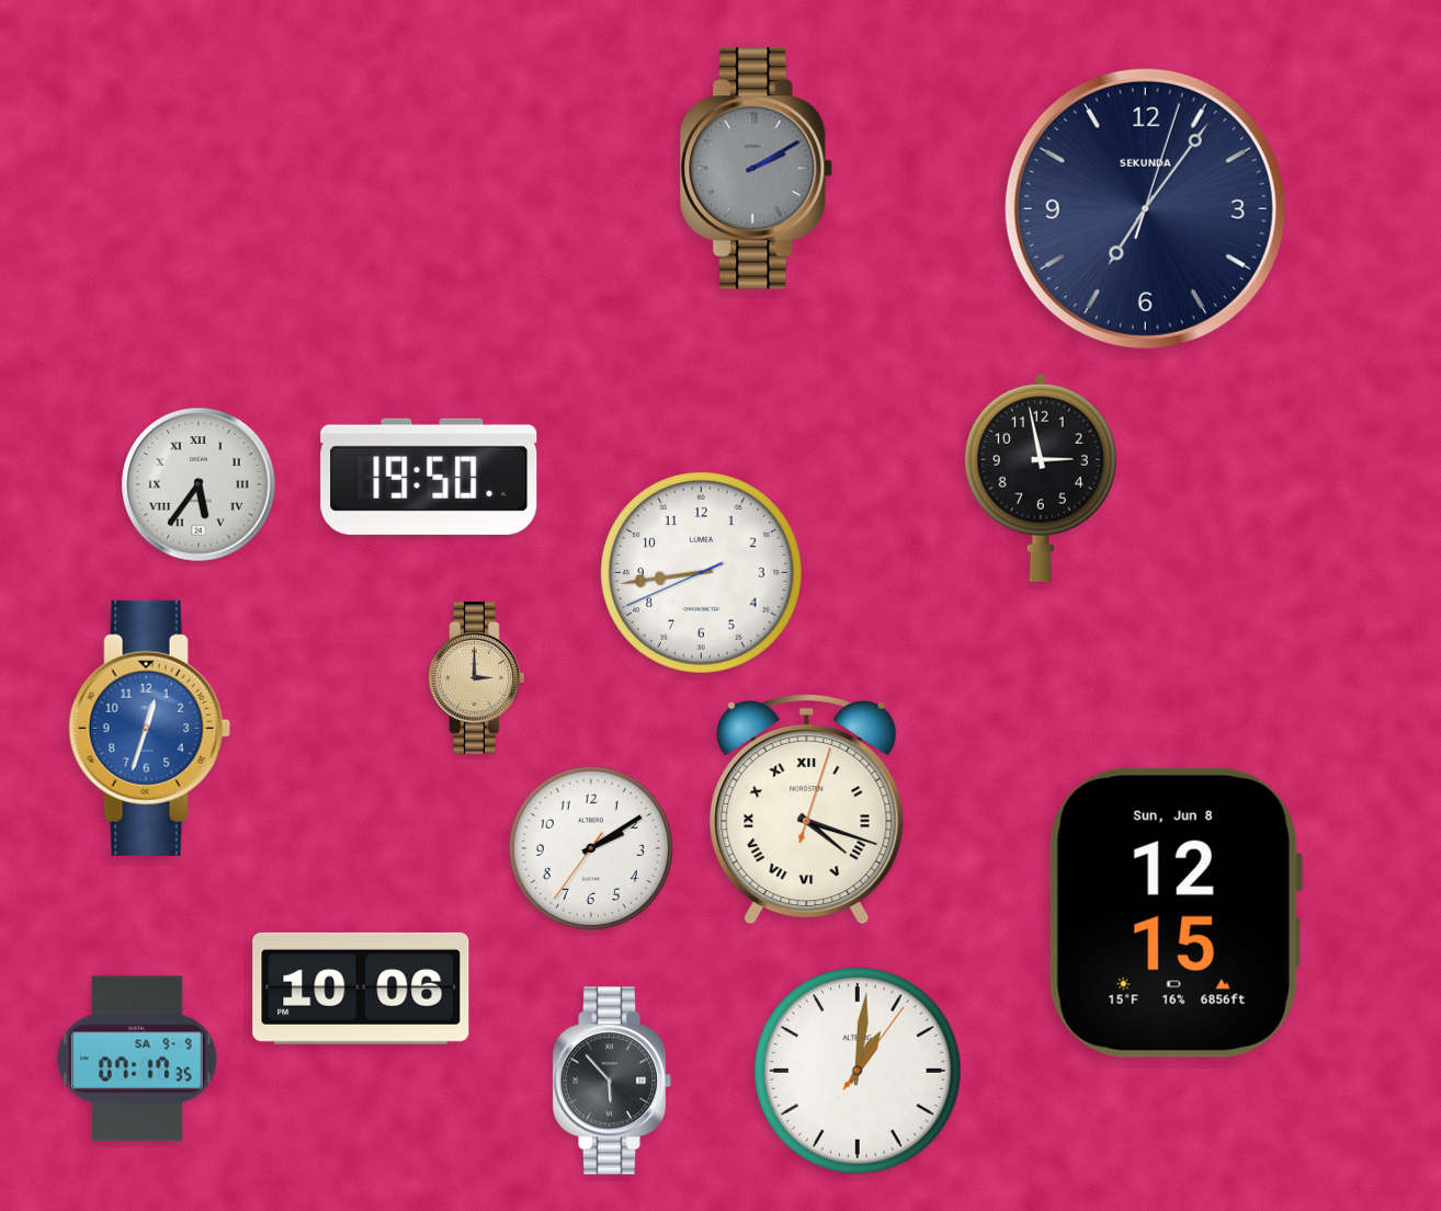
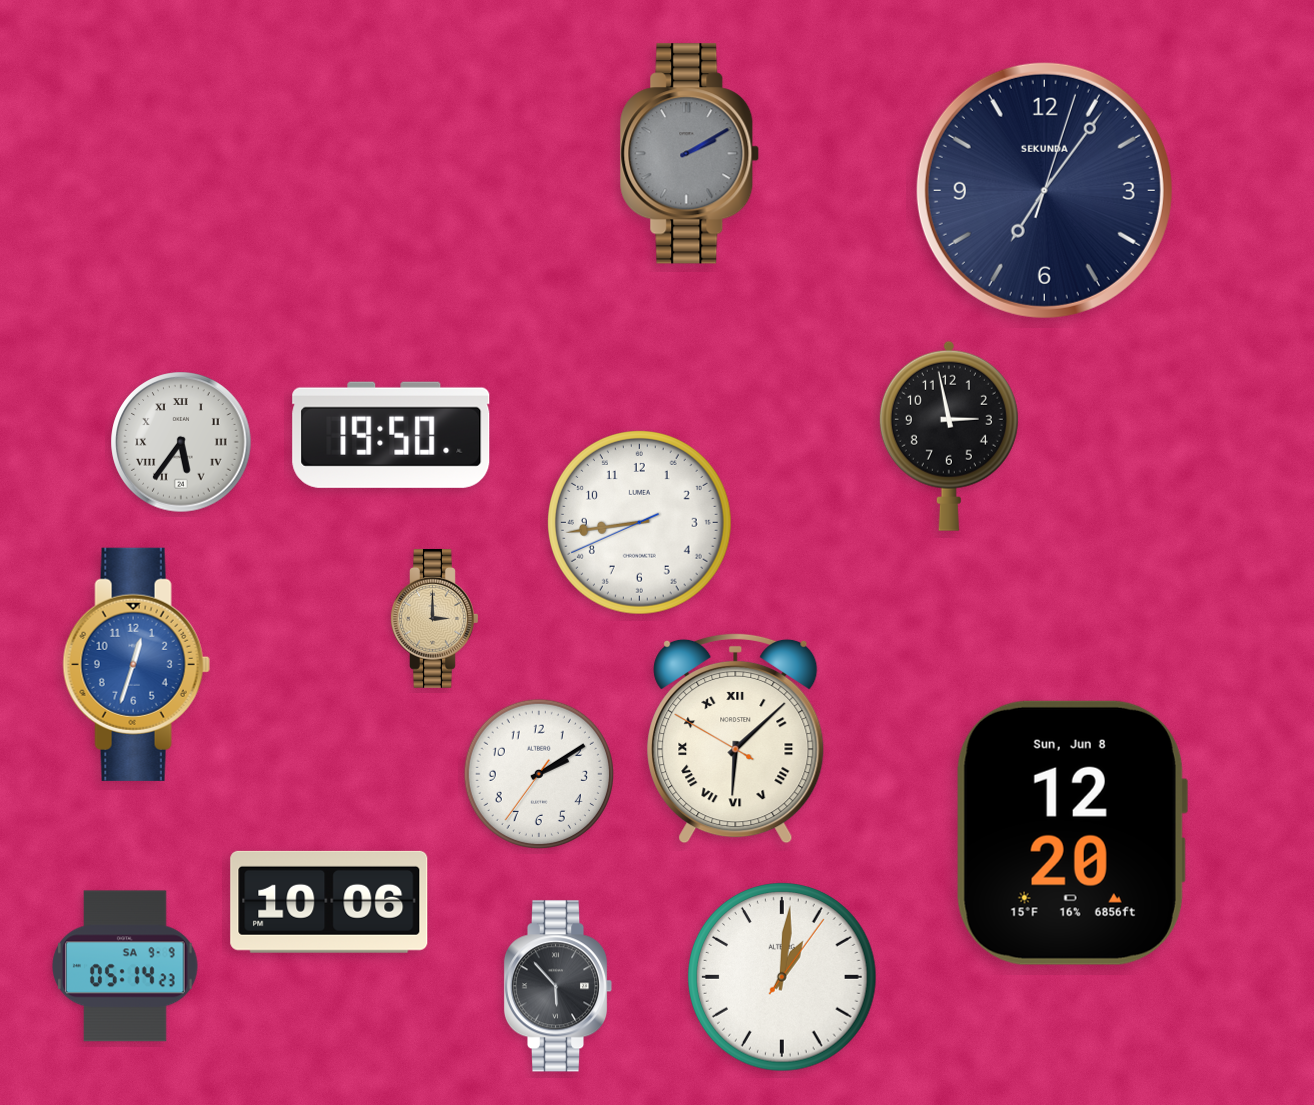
clock at (807, 809): 4:18 -> 6:07
clock at (1175, 913): 12:15 -> 12:20
clock at (137, 1059): 07:17 -> 05:14
